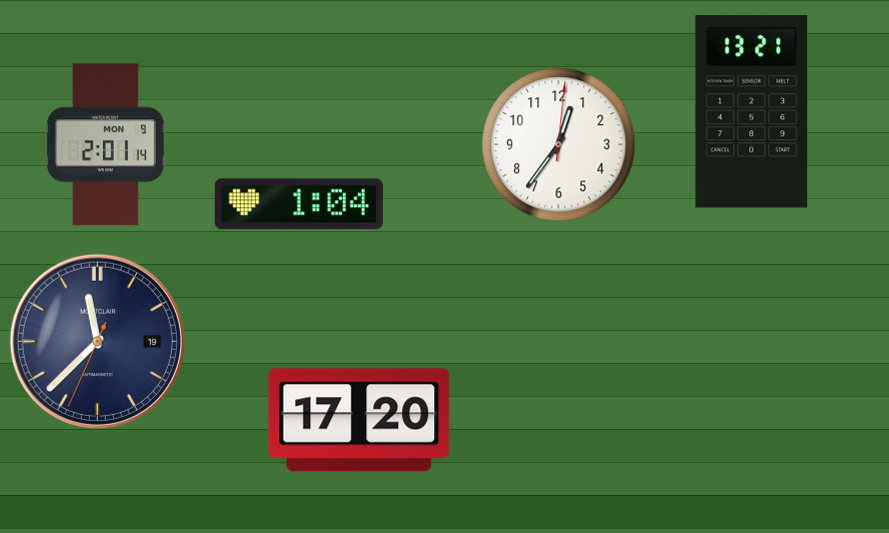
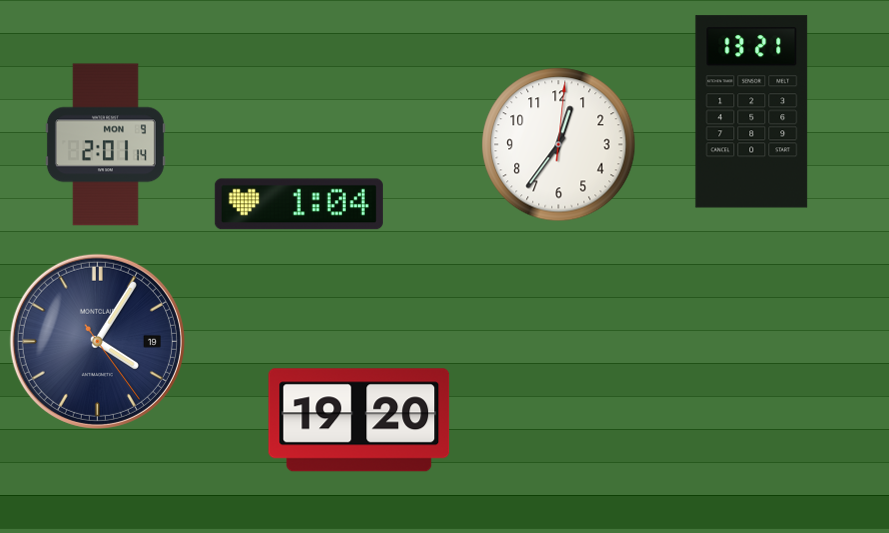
clock at (97, 341): 11:37 -> 4:05
clock at (359, 420): 17:20 -> 19:20
